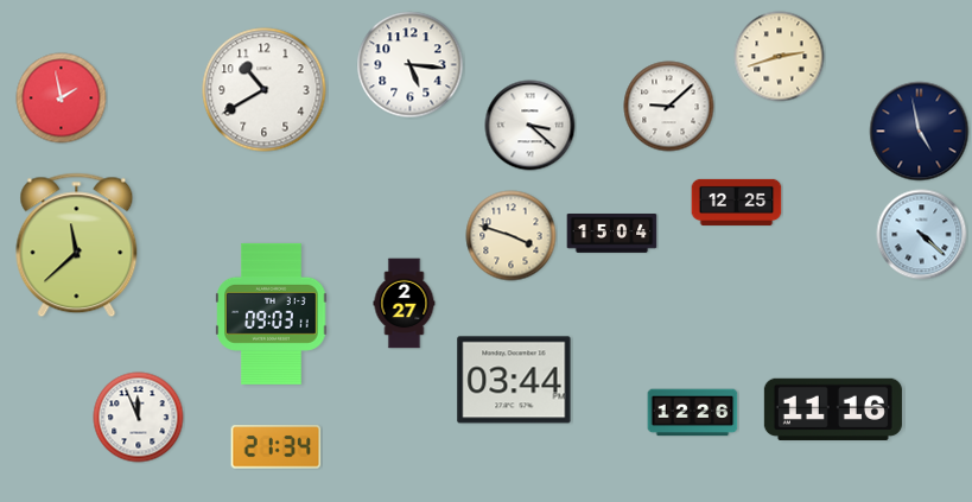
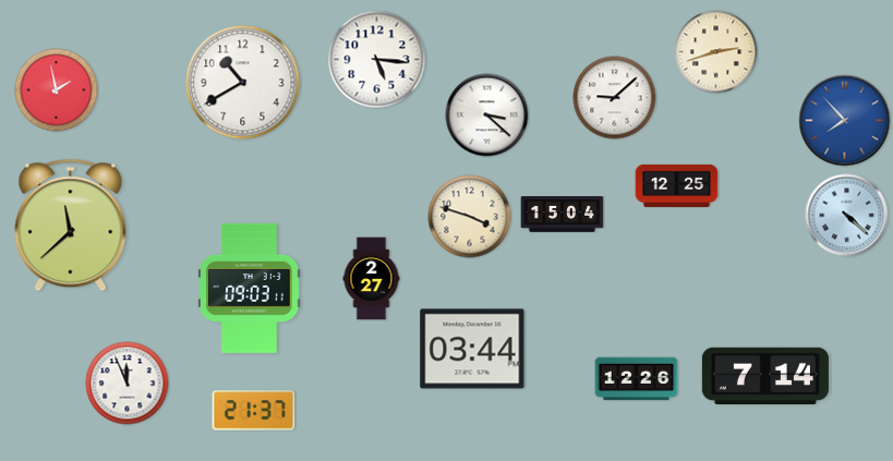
clock at (920, 132): 4:58 -> 7:53
clock at (920, 132) dial: navy -> blue
clock at (833, 409): 11:16 -> 7:14
clock at (277, 447): 21:34 -> 21:37
